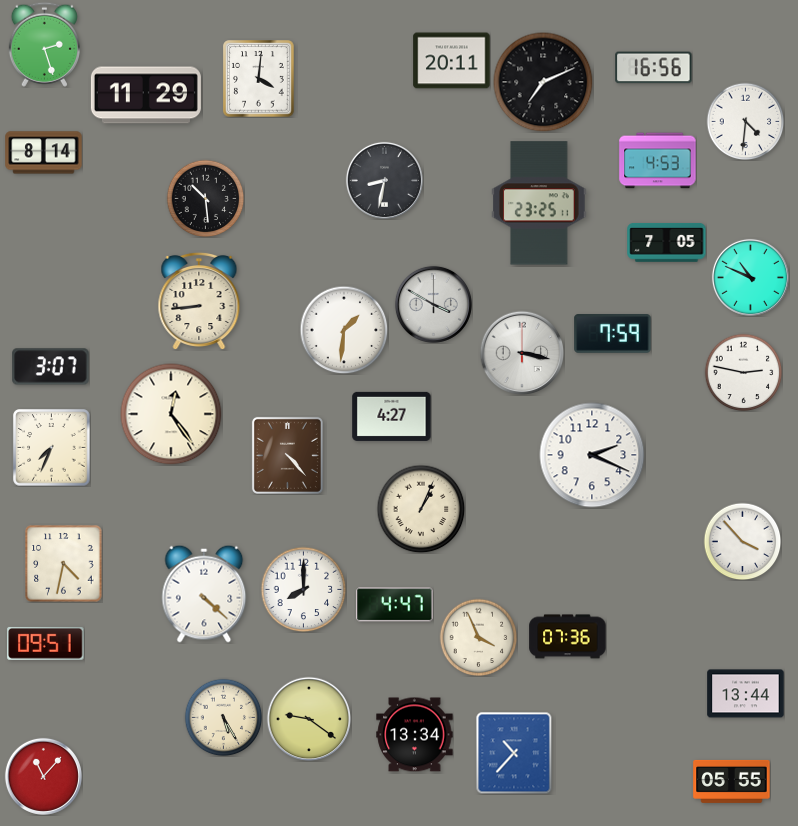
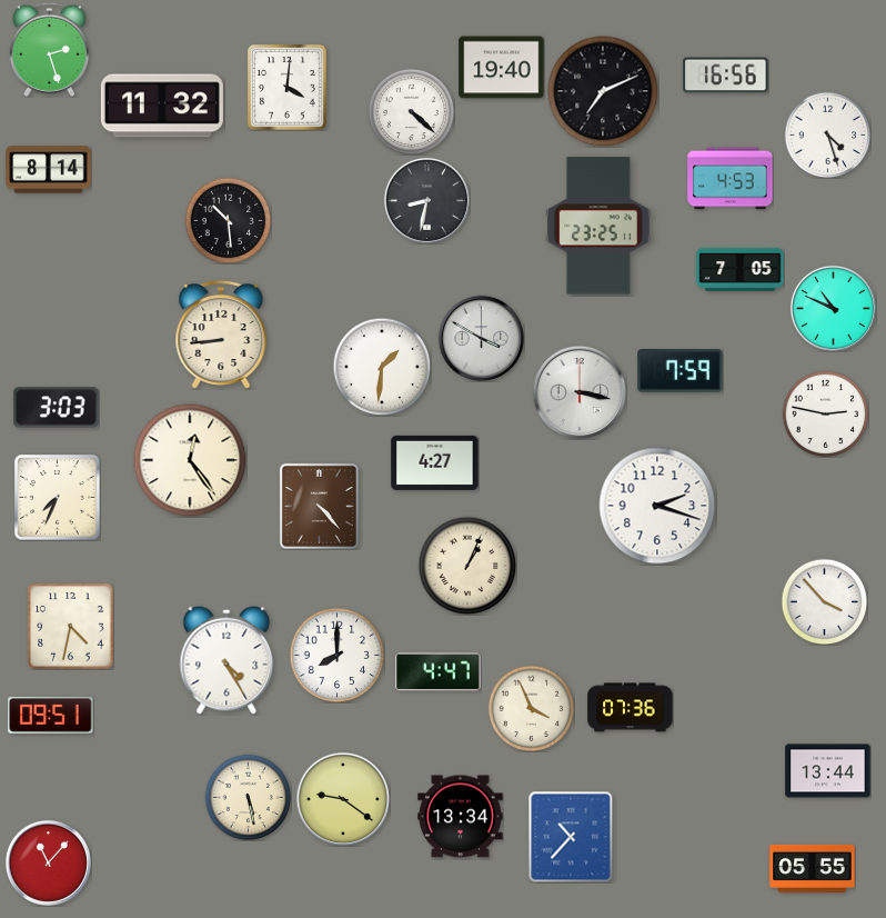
clock at (452, 61): 20:11 -> 19:40
clock at (146, 95): 11:29 -> 11:32
clock at (411, 111): none -> 4:22
clock at (745, 121): 4:31 -> 4:27
clock at (51, 367): 3:07 -> 3:03
clock at (592, 455): 2:19 -> 2:18
clock at (204, 594): 4:22 -> 4:25
clock at (223, 717): 5:25 -> 5:28
